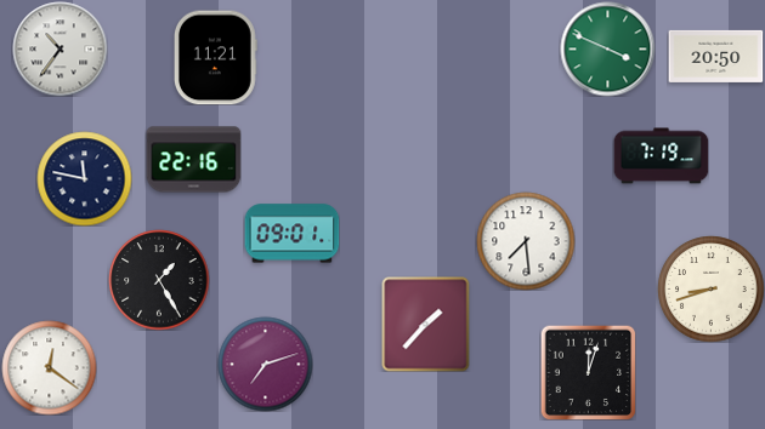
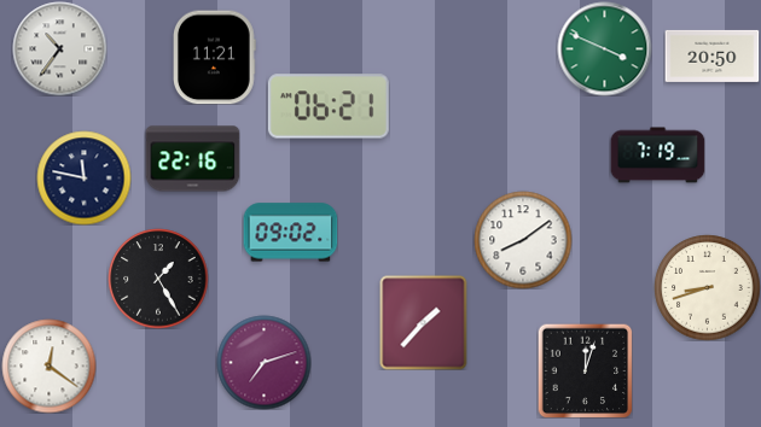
clock at (329, 106): none -> 06:21
clock at (291, 234): 09:01 -> 09:02
clock at (526, 241): 7:29 -> 8:09
